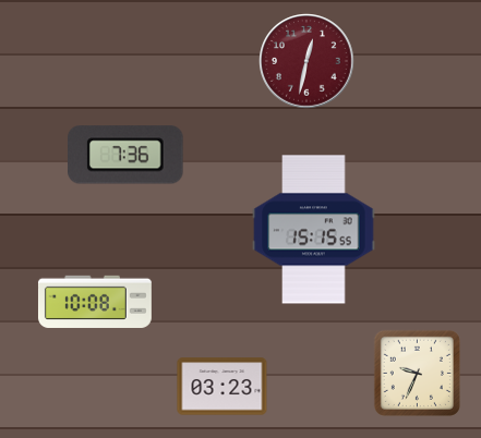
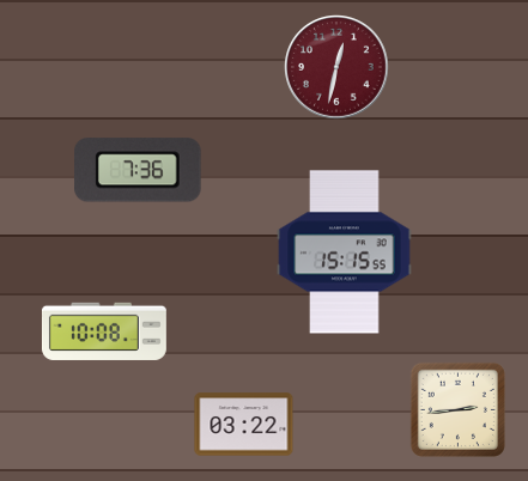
clock at (417, 373): 9:34 -> 2:44
clock at (223, 387): 03:23 -> 03:22
